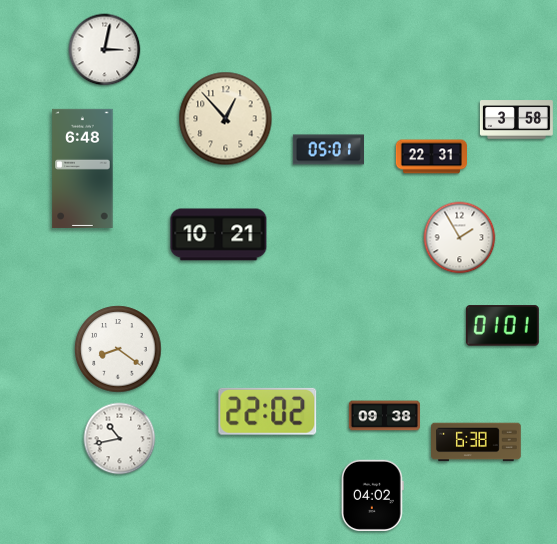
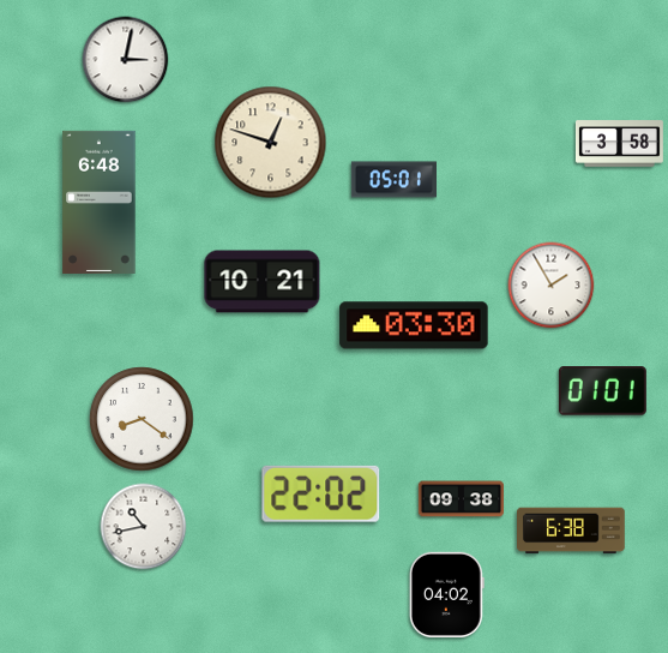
clock at (226, 119): 12:53 -> 12:48
clock at (431, 157): 22:31 -> none
clock at (414, 325): none -> 03:30
